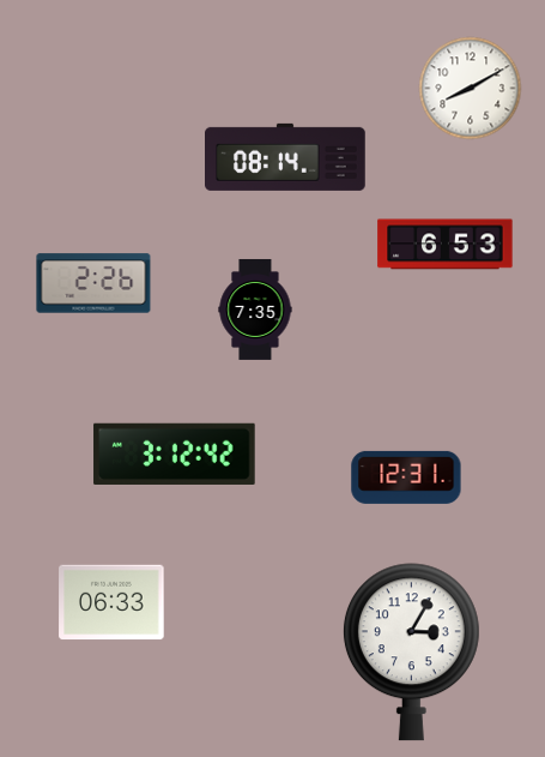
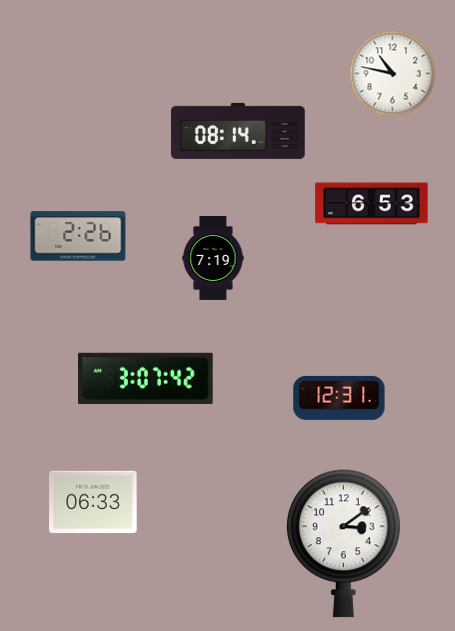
clock at (471, 89): 8:10 -> 10:47
clock at (255, 310): 7:35 -> 7:19
clock at (175, 453): 3:12 -> 3:07
clock at (411, 653): 3:05 -> 3:09
